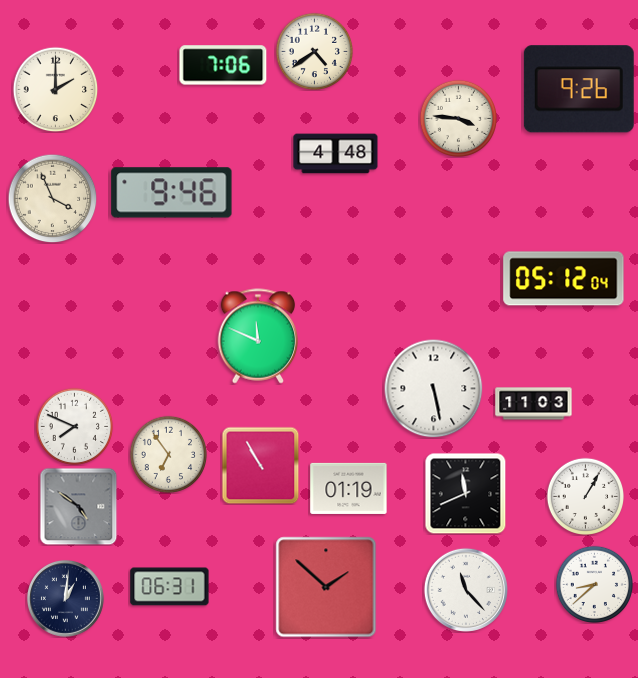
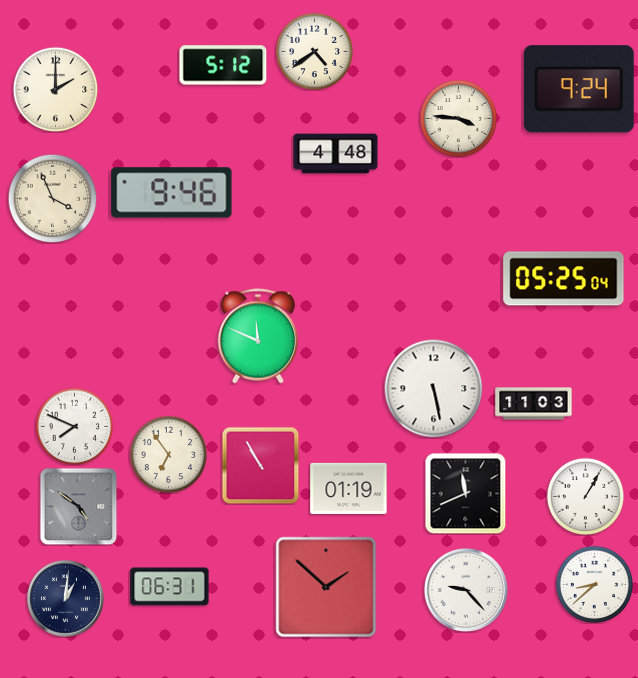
clock at (223, 65): 7:06 -> 5:12
clock at (579, 89): 9:26 -> 9:24
clock at (564, 279): 05:12 -> 05:25
clock at (465, 589): 11:23 -> 9:23
